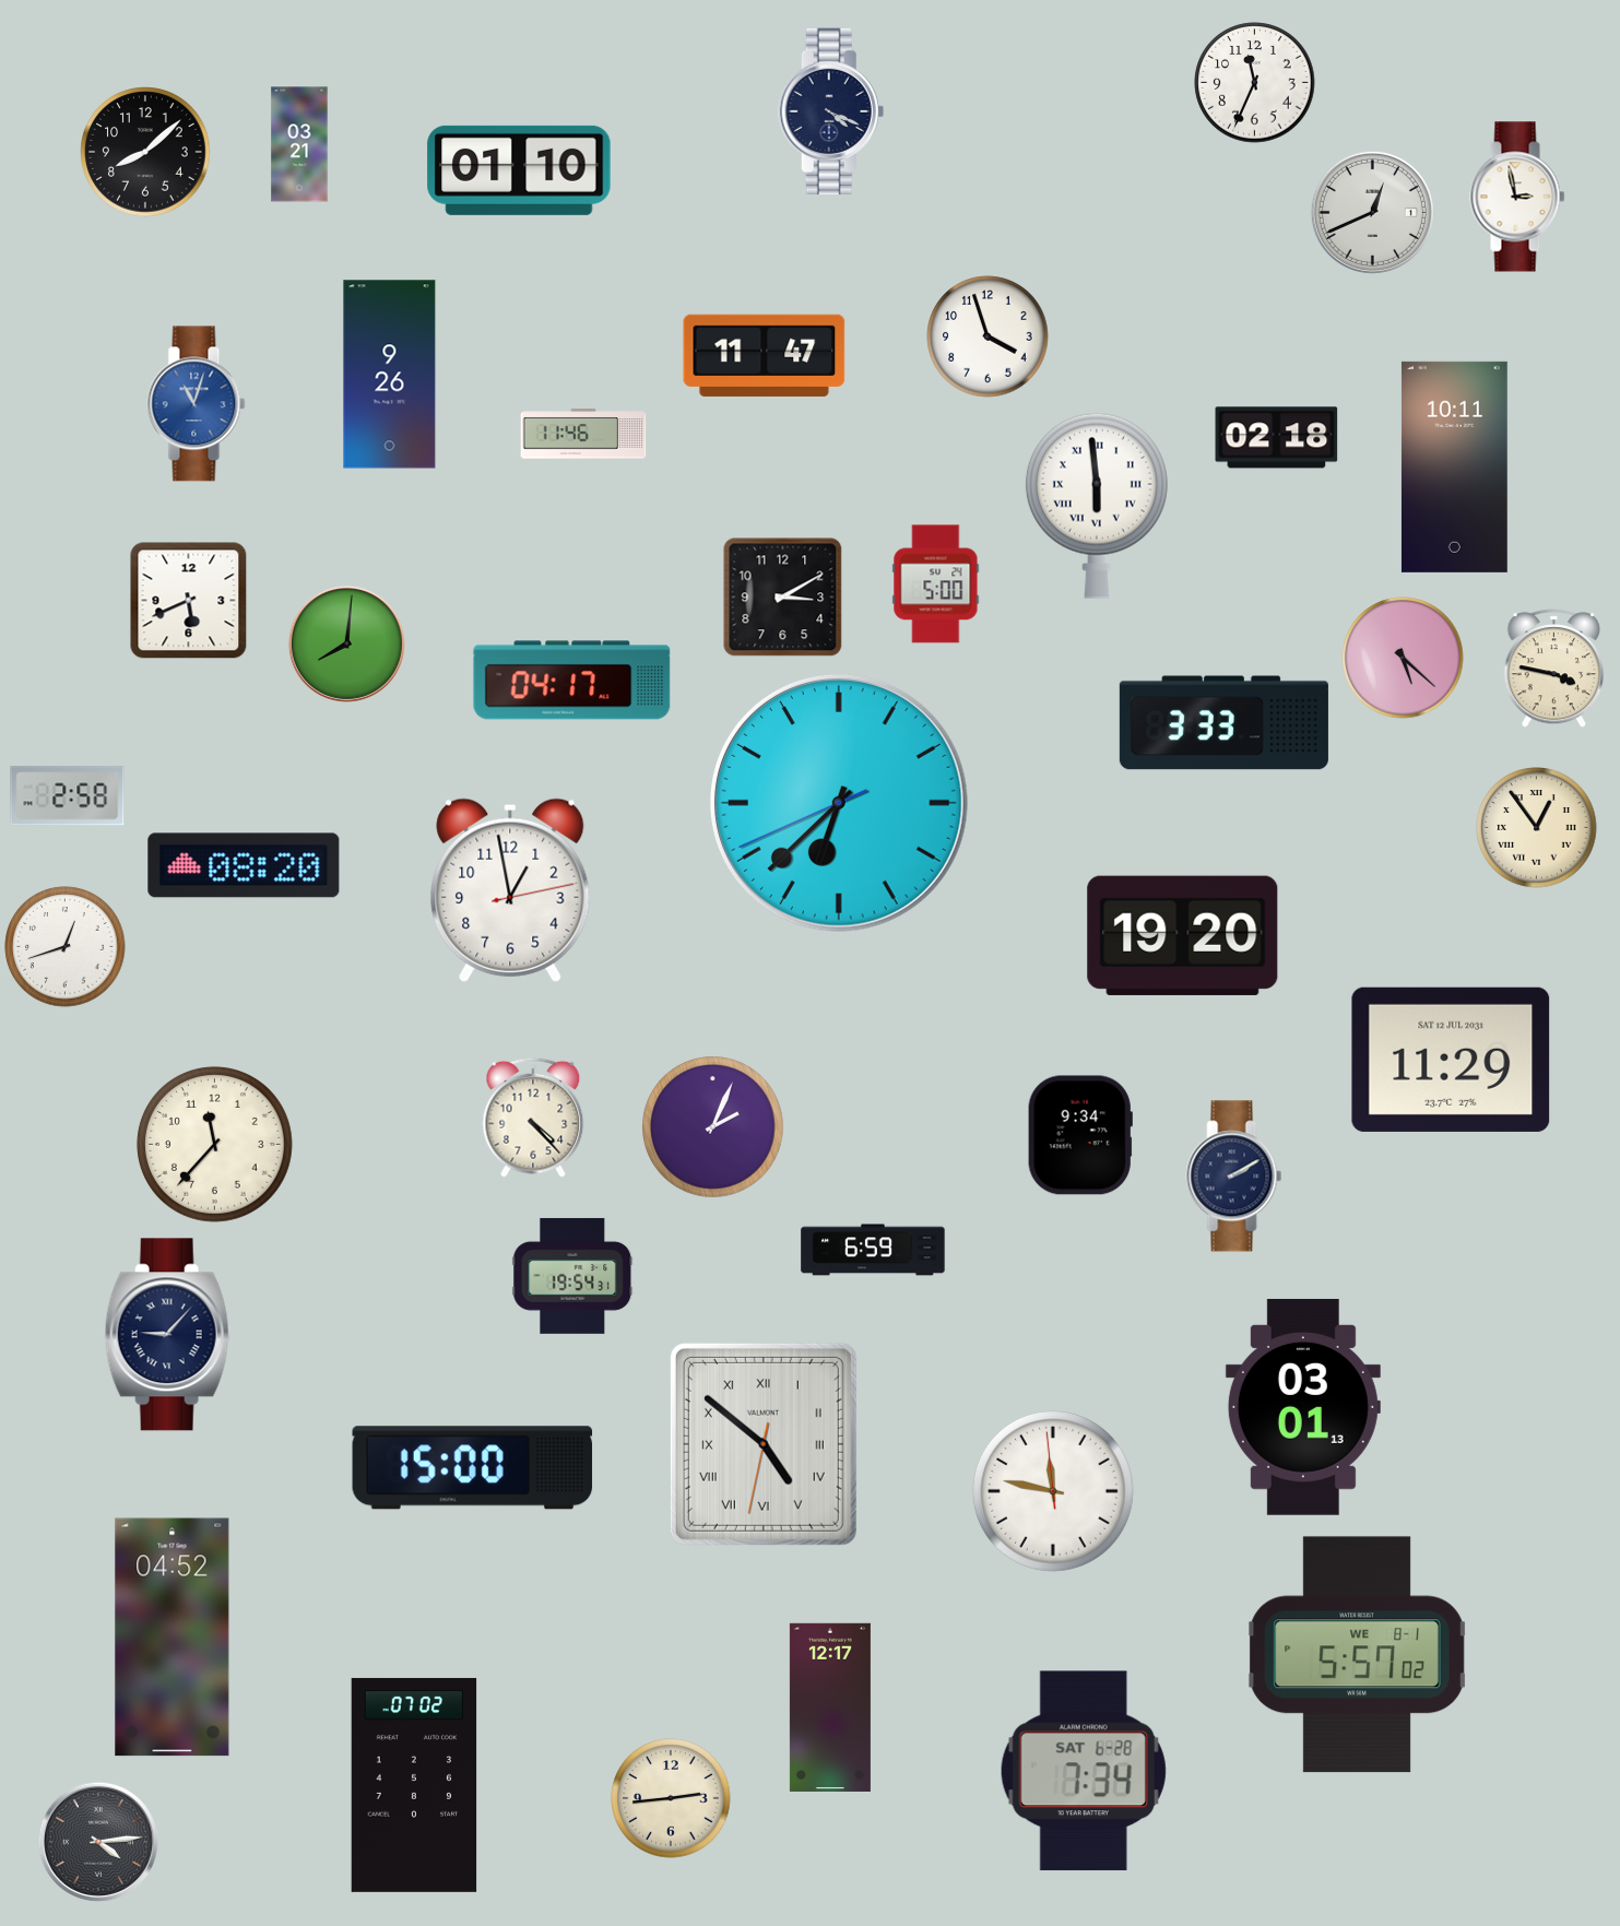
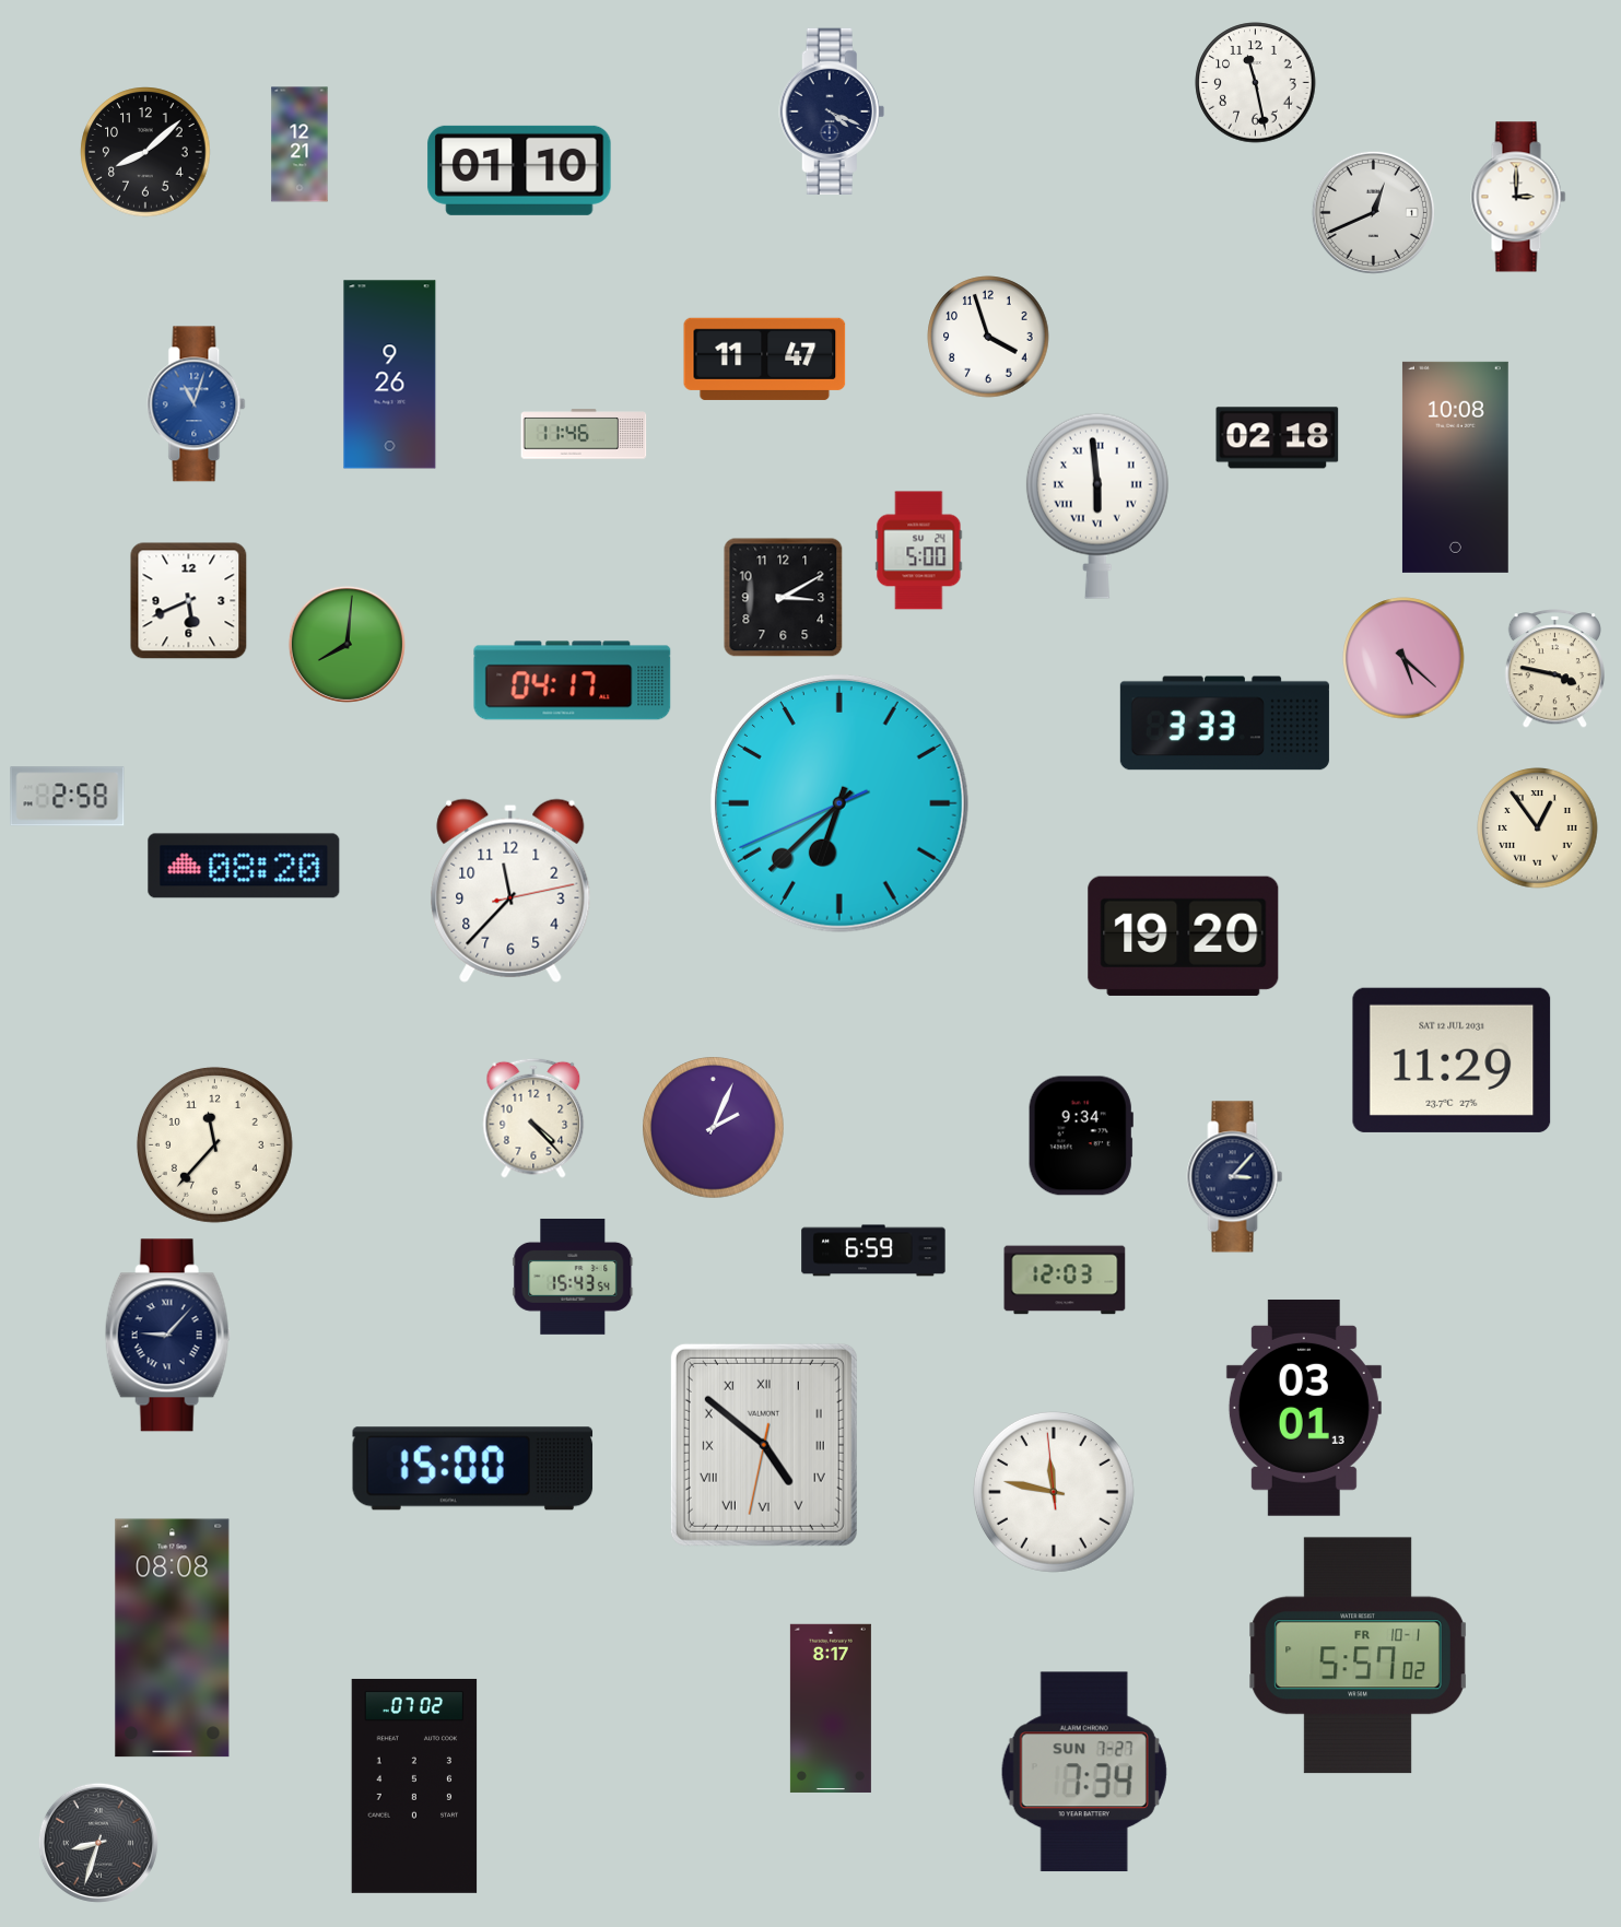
clock at (1255, 83): 11:34 -> 11:28
clock at (299, 144): 03:21 -> 12:21
clock at (1517, 197): 2:58 -> 3:00
clock at (765, 355) position: (765, 355) -> (765, 359)
clock at (1454, 466): 10:11 -> 10:08
clock at (936, 584) position: (936, 584) -> (919, 551)
clock at (510, 890): 12:58 -> 11:37
clock at (66, 947): 12:42 -> none
clock at (1234, 1177): 2:10 -> 3:07
clock at (572, 1276): 19:54 -> 15:43
clock at (1065, 1280): none -> 12:03
clock at (173, 1638): 04:52 -> 08:08
clock at (1357, 1655) date: WE 8-1 -> FR 10-1
clock at (830, 1708): 12:17 -> 8:17
clock at (1084, 1771) date: SAT 6-28 -> SUN 7-27
clock at (671, 1798): 2:44 -> none
clock at (98, 1842): 4:14 -> 8:33
